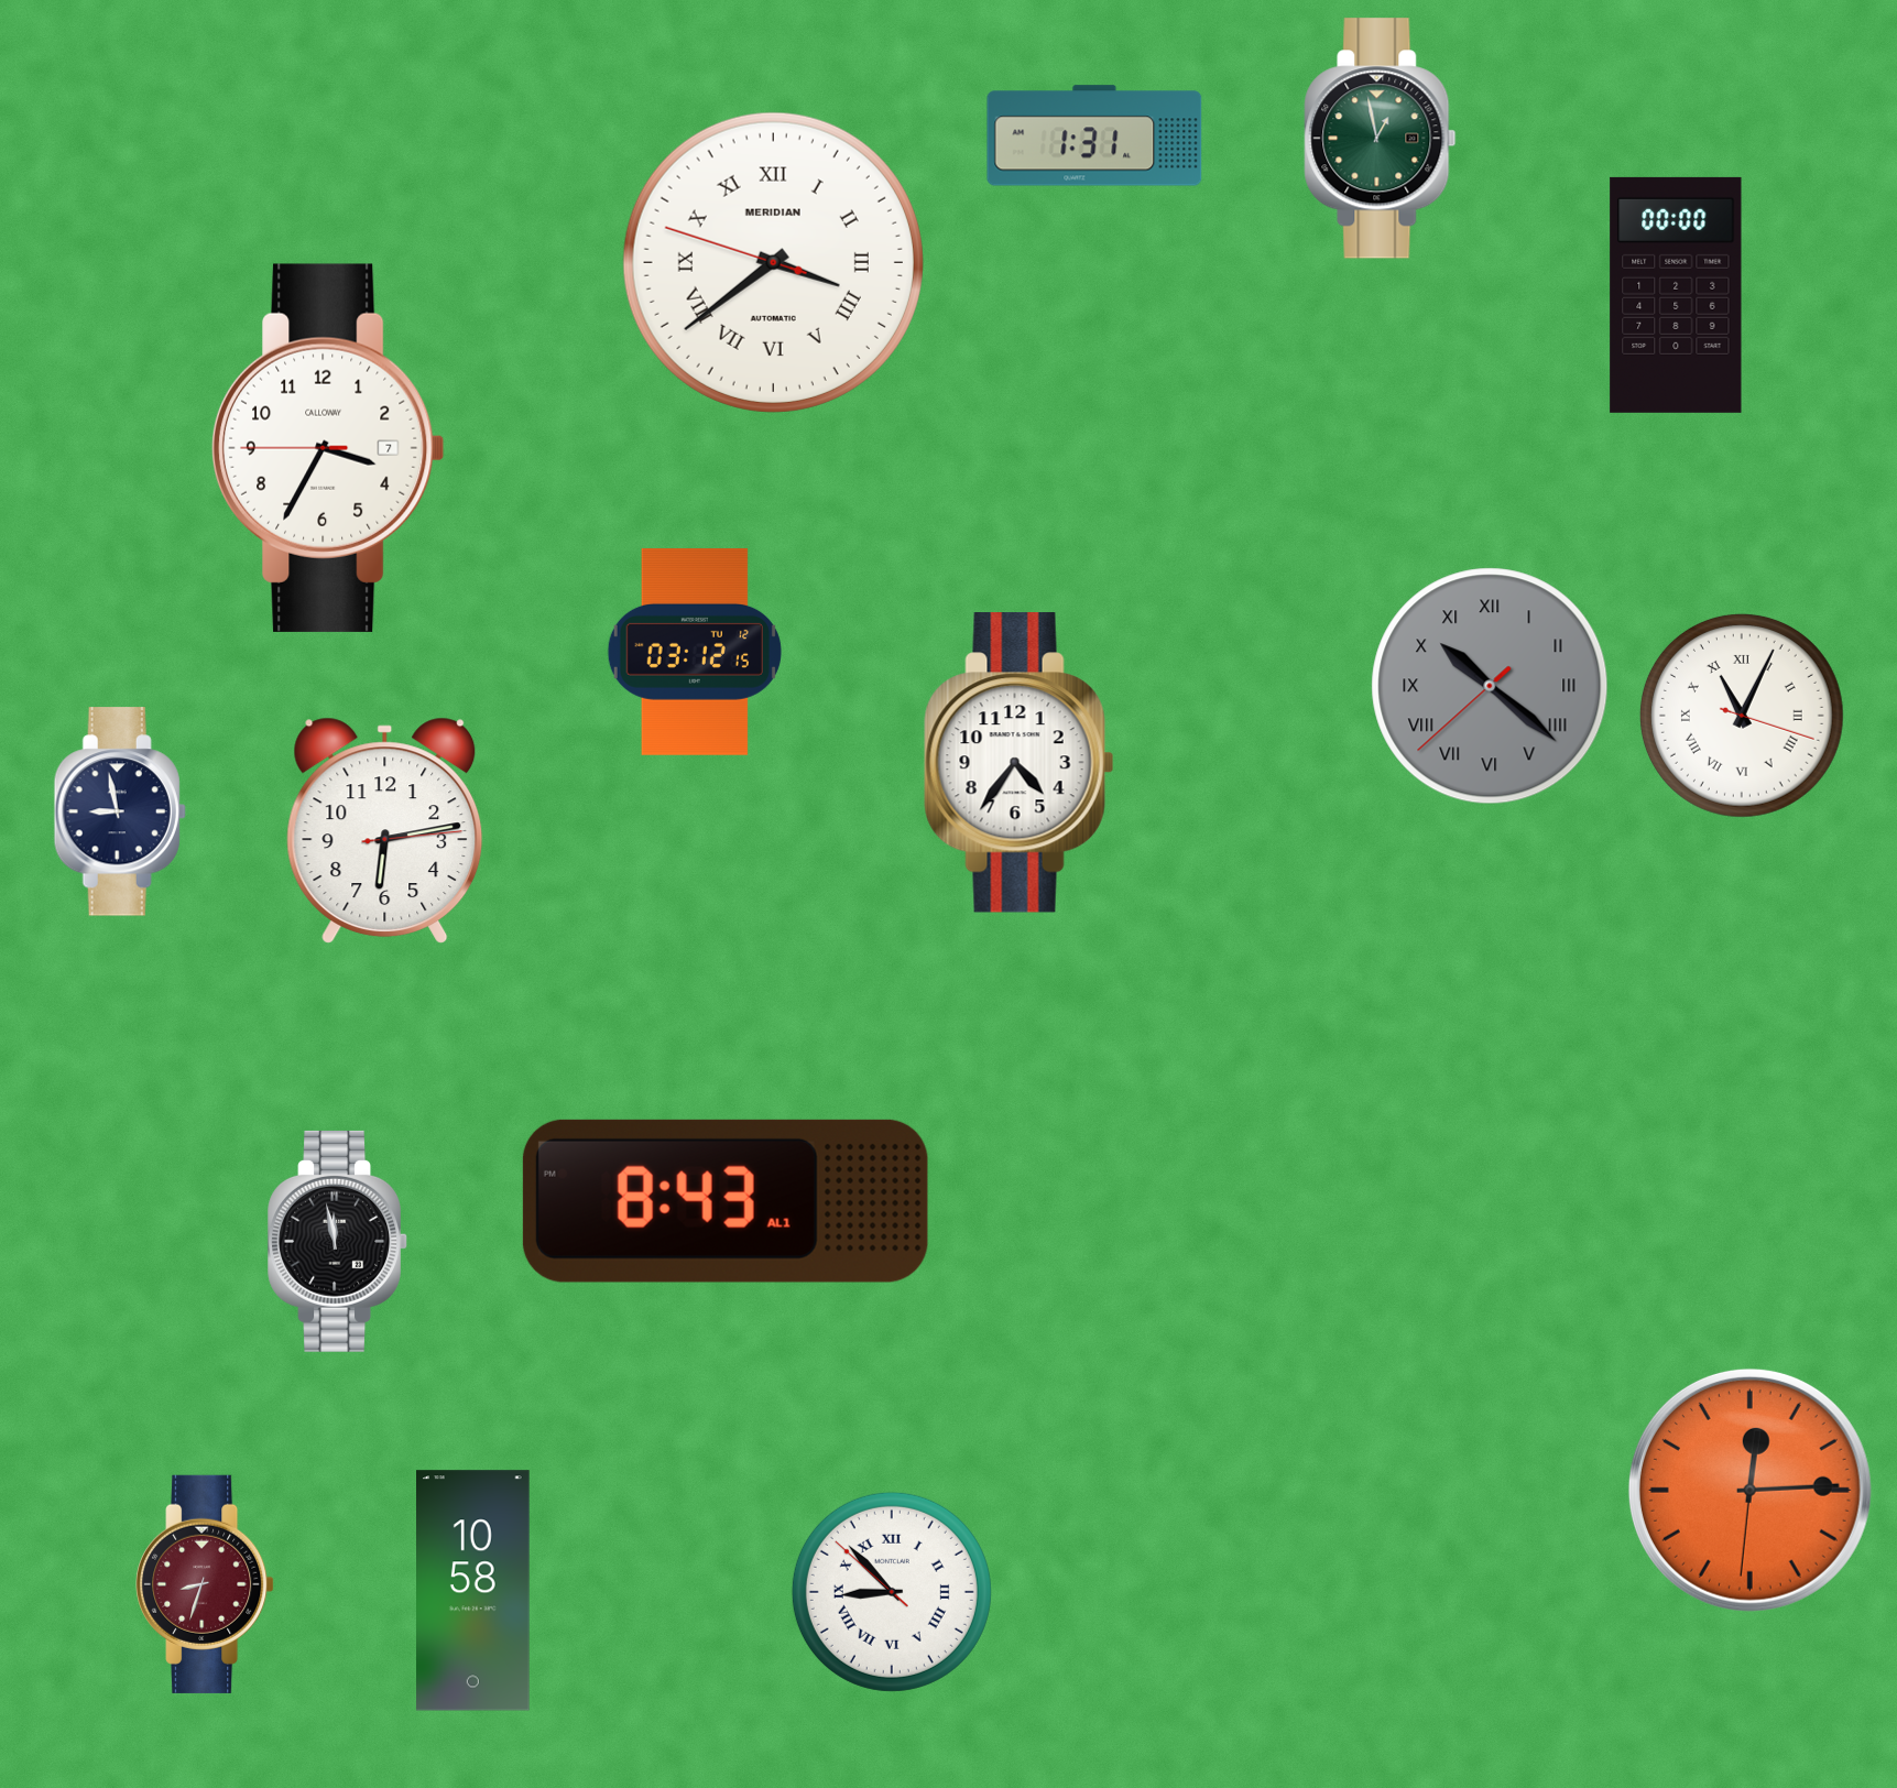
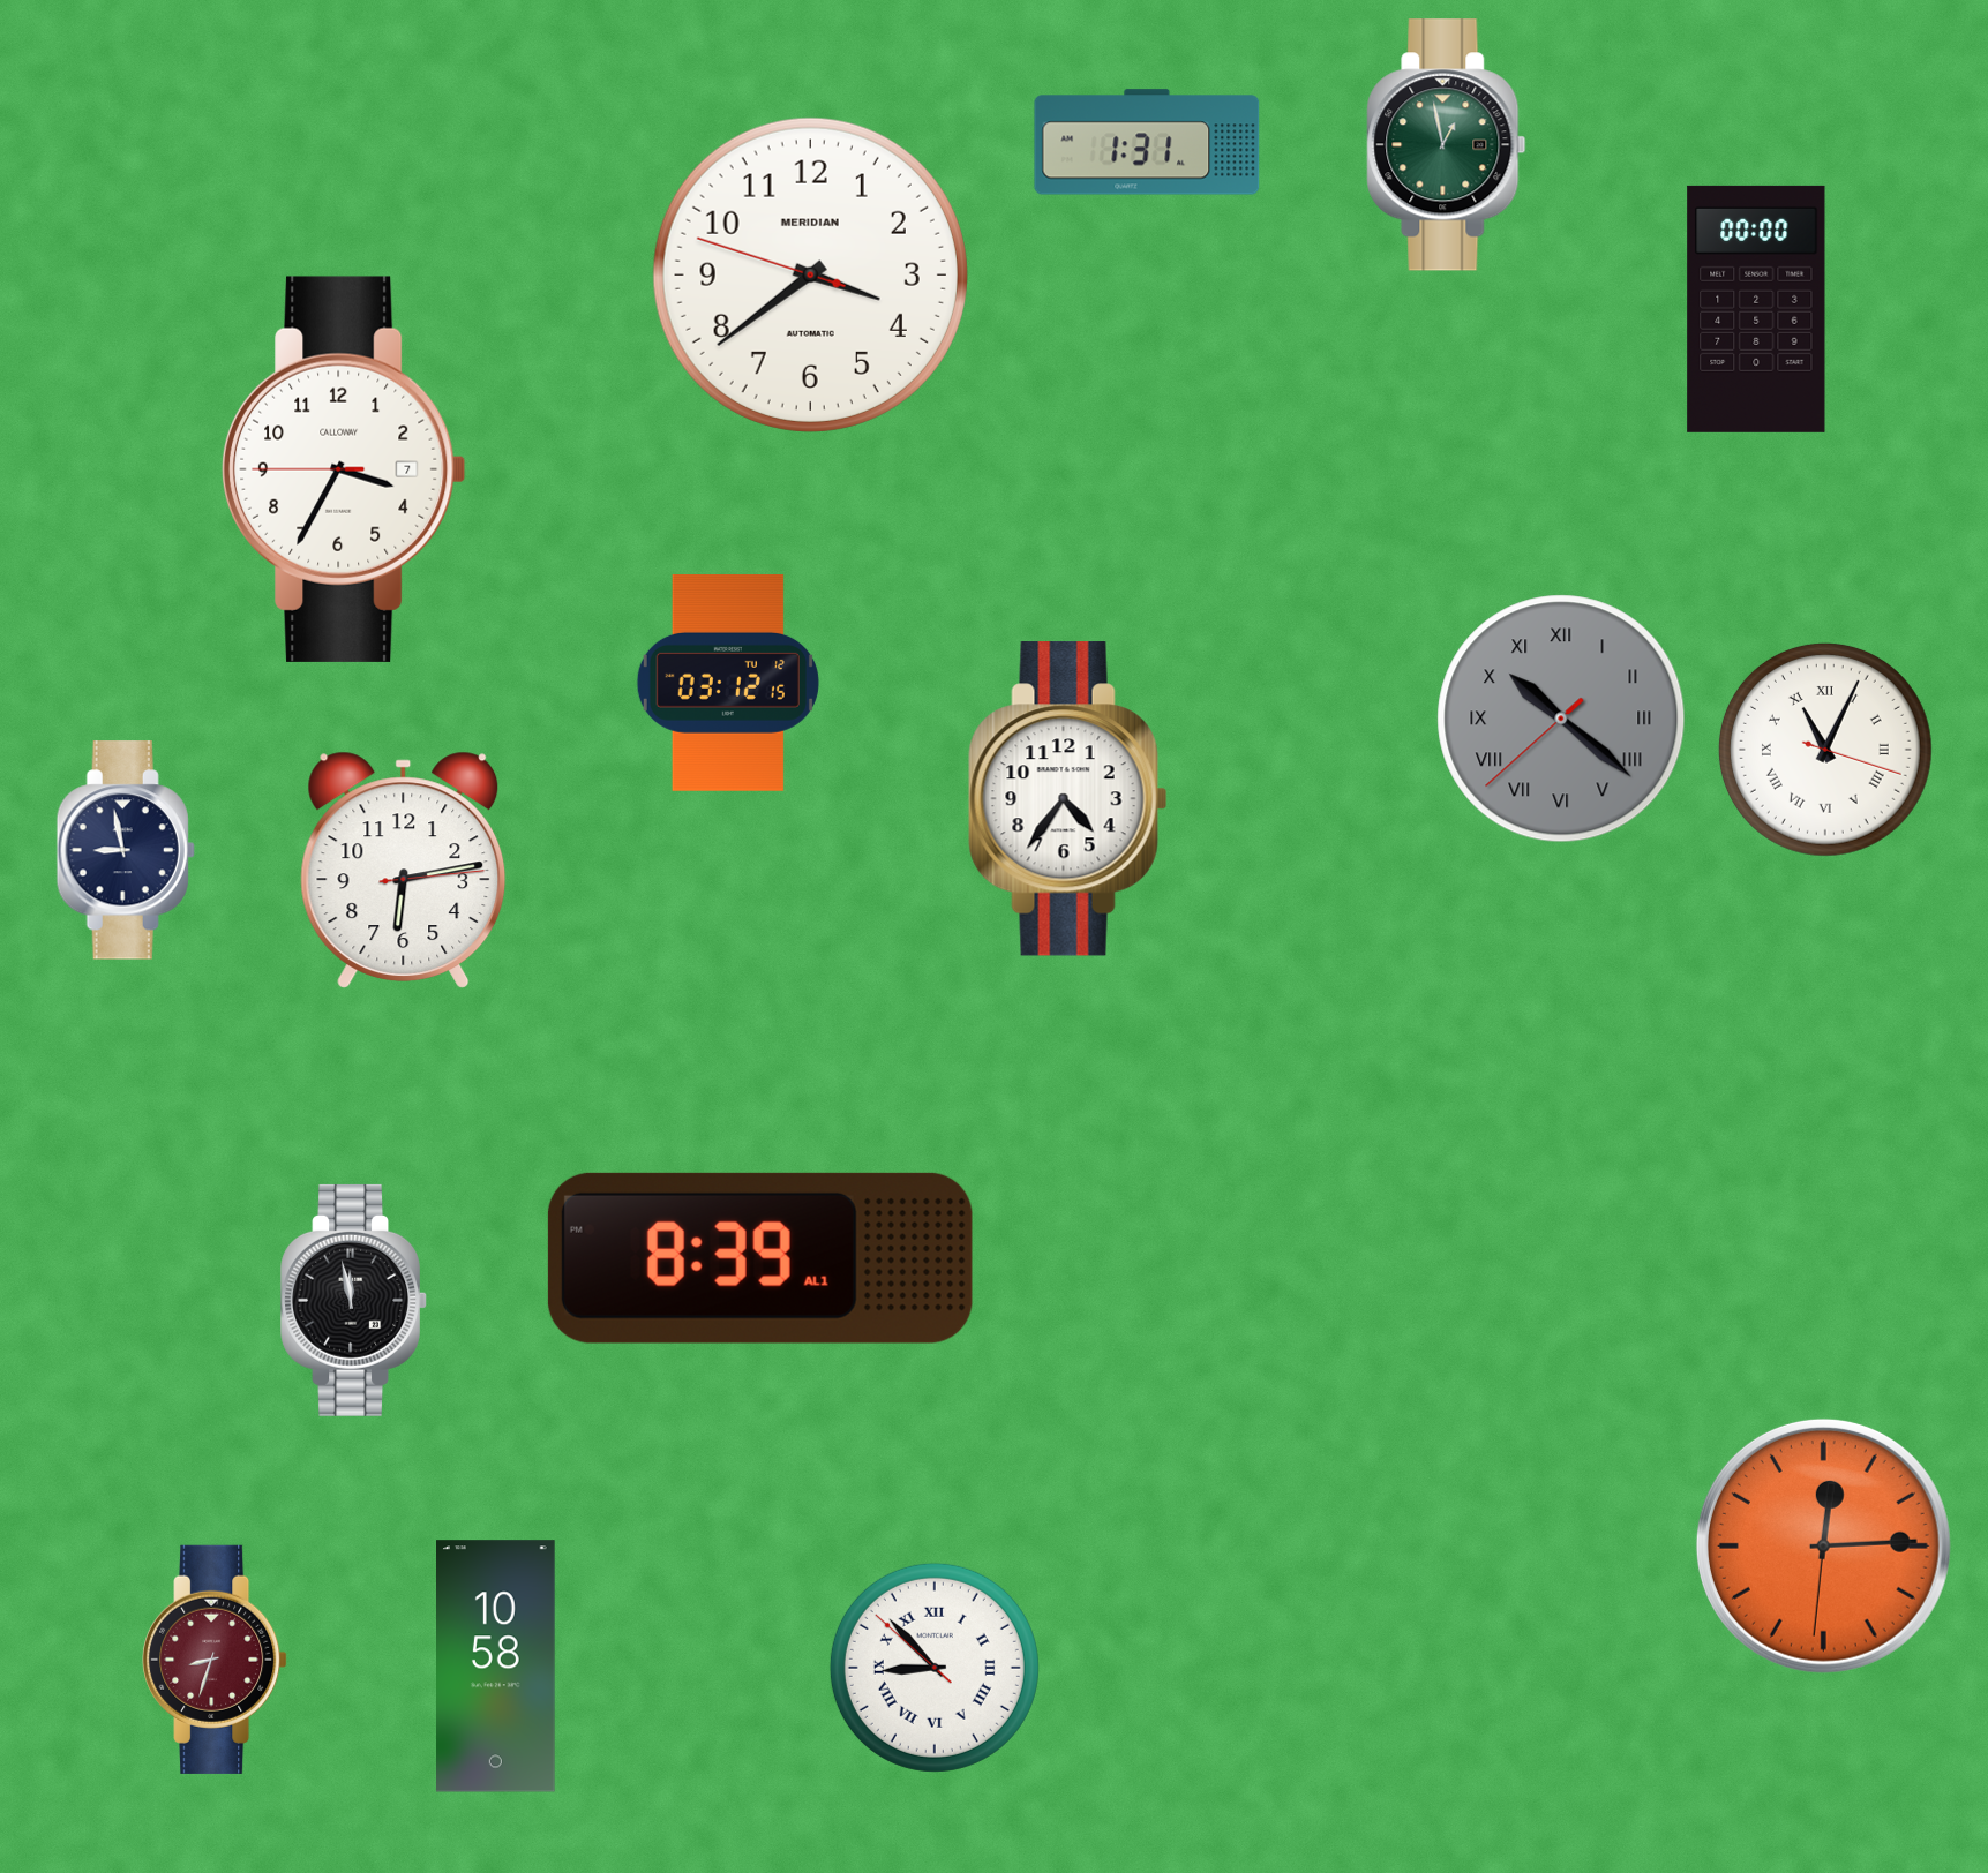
clock at (773, 262) numerals: Roman -> Arabic
clock at (726, 1201): 8:43 -> 8:39
clock at (1749, 1490) position: (1749, 1490) -> (1823, 1545)
